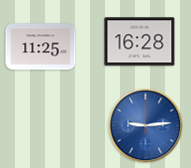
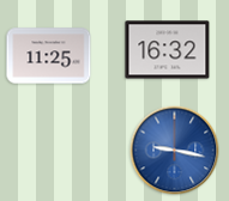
clock at (140, 42): 16:28 -> 16:32
clock at (146, 126): 9:14 -> 9:17
